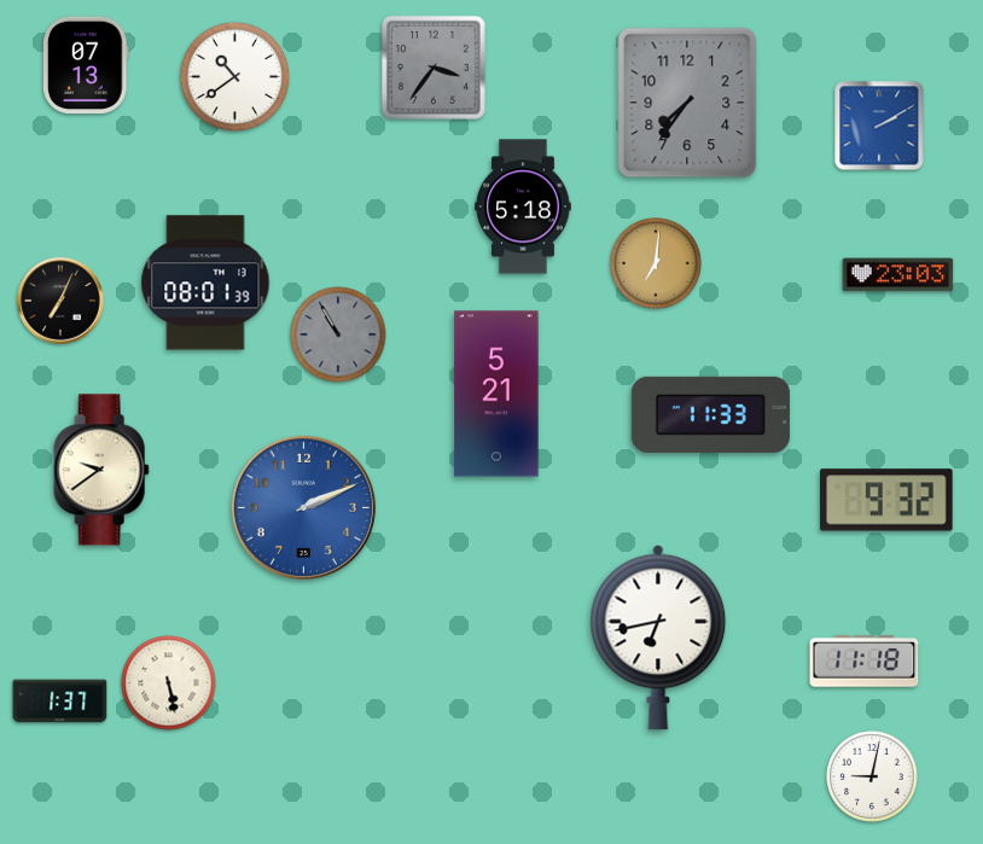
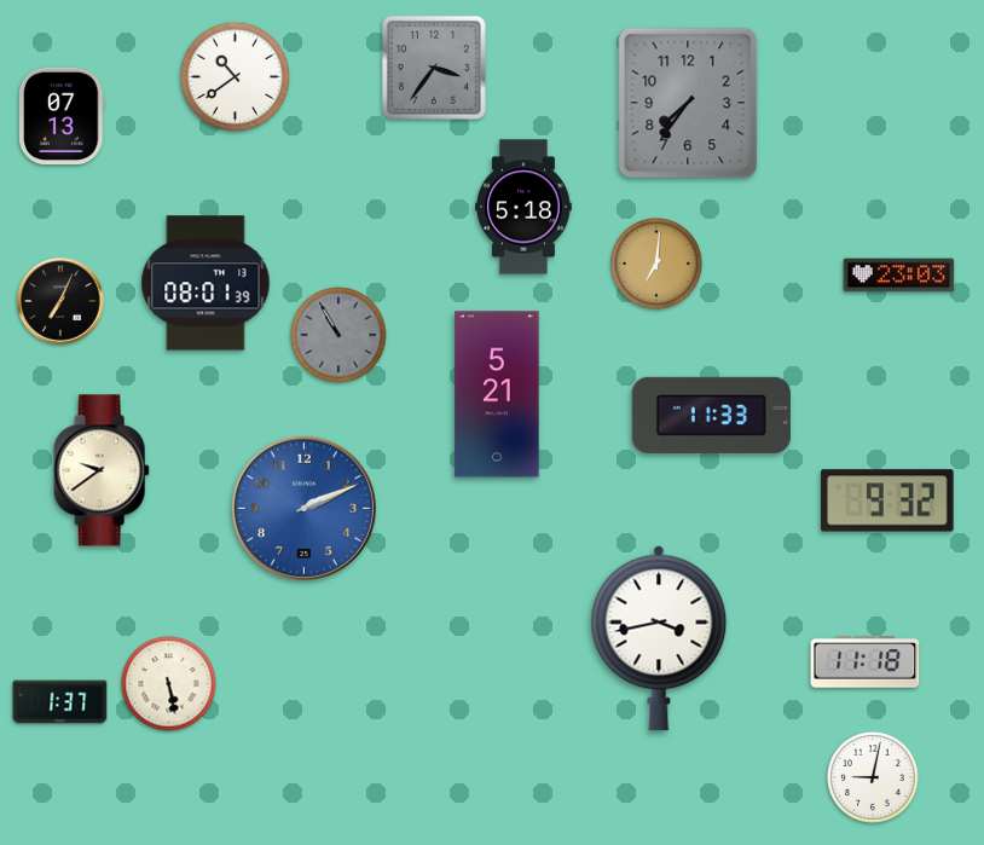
clock at (86, 64) position: (86, 64) -> (62, 115)
clock at (879, 126): 2:10 -> none
clock at (658, 638): 6:43 -> 3:43
